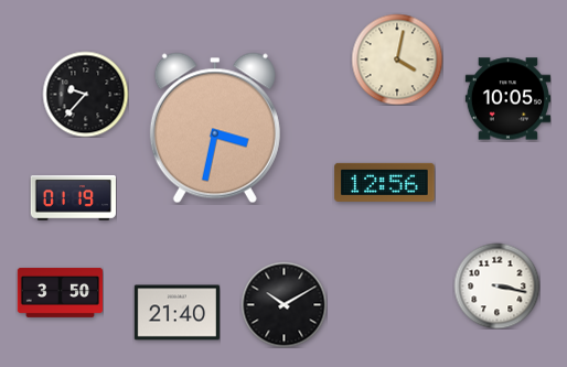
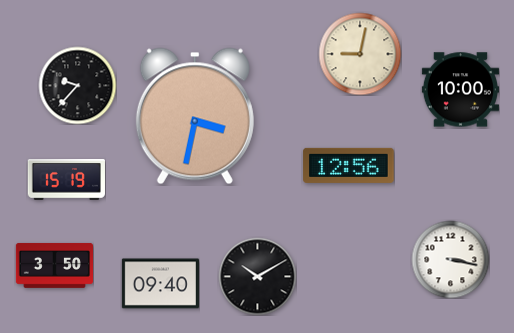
clock at (397, 60): 4:02 -> 9:02
clock at (507, 99): 10:05 -> 10:00
clock at (73, 198): 01:19 -> 15:19
clock at (176, 313): 21:40 -> 09:40
